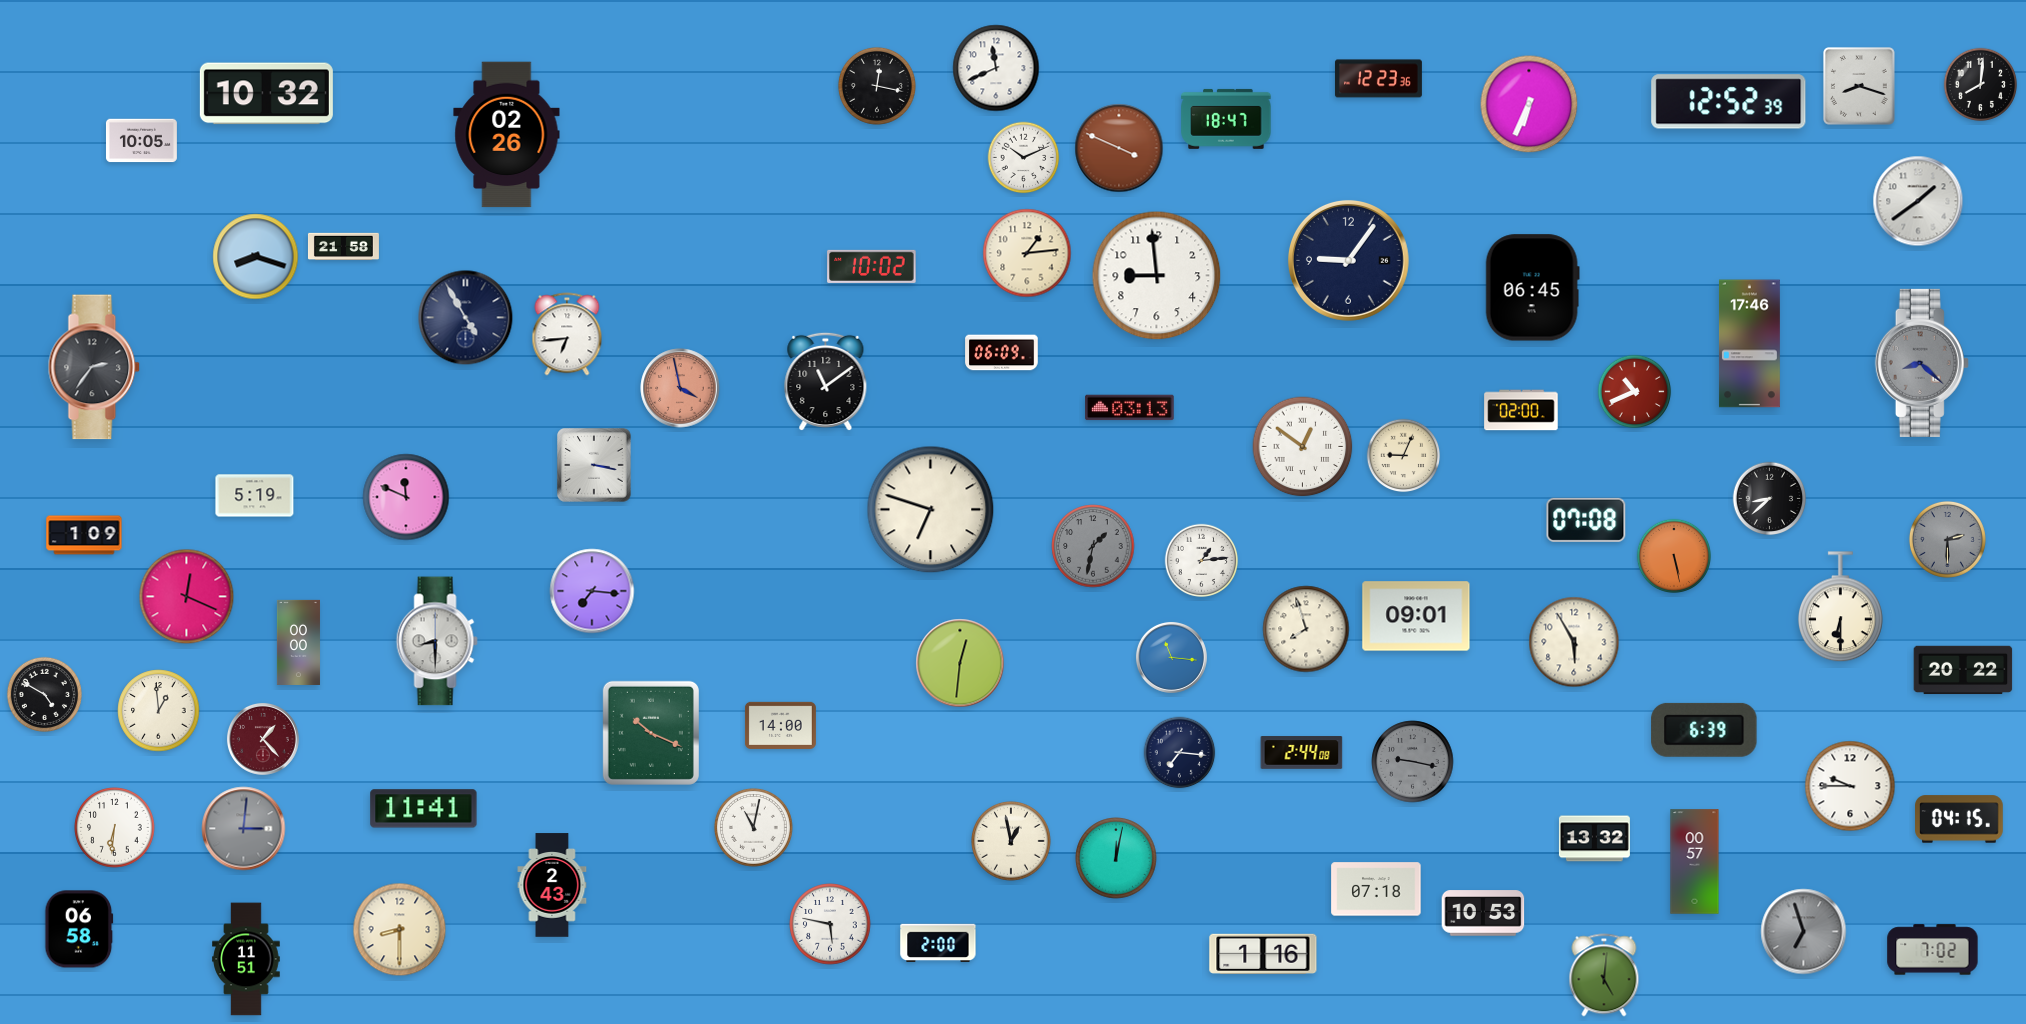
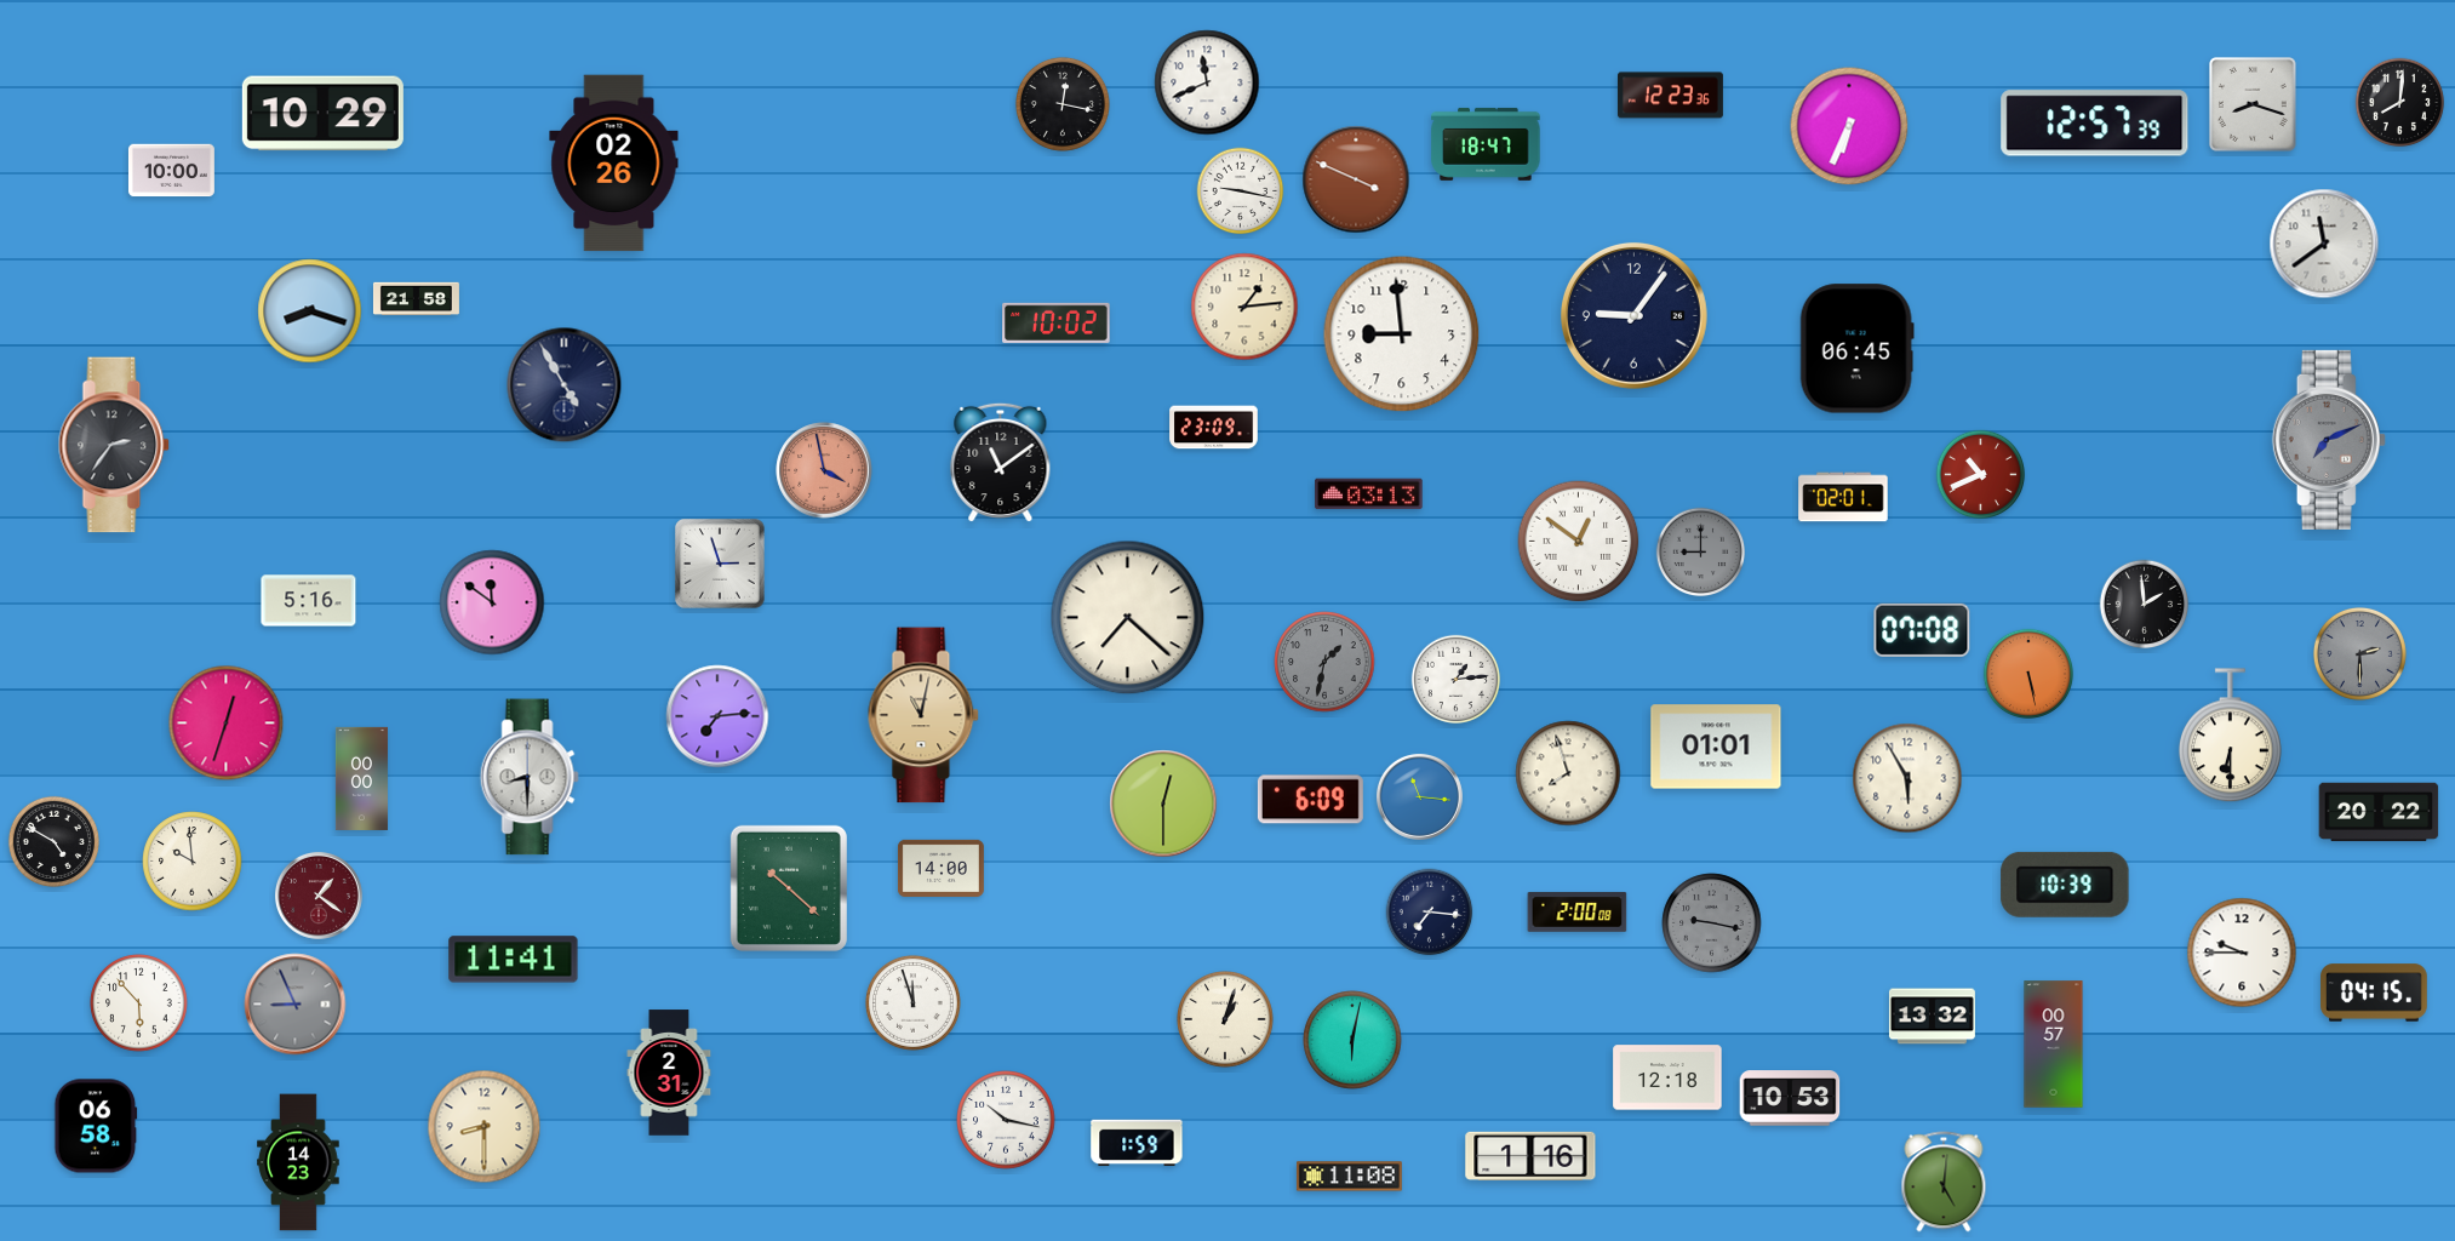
clock at (266, 94): 10:32 -> 10:29
clock at (1729, 102): 12:52 -> 12:57
clock at (1529, 104) position: (1529, 104) -> (1849, 126)
clock at (141, 141): 10:05 -> 10:00
clock at (1024, 158): 10:11 -> 9:17
clock at (1918, 201): 1:39 -> 11:39
clock at (567, 334): 6:44 -> none
clock at (1749, 344): 17:46 -> none
clock at (1002, 353): 06:09 -> 23:09
clock at (1922, 363): 8:22 -> 7:11
clock at (1521, 410): 02:00 -> 02:01
clock at (1404, 456): 9:04 -> 9:00
clock at (1404, 456) dial: cream -> grey
clock at (594, 465): 3:17 -> 2:57
clock at (255, 496): 5:19 -> 5:16
clock at (406, 497): 11:49 -> 11:51
clock at (1770, 499): 8:38 -> 1:59
clock at (931, 510): 6:48 -> 7:22
clock at (84, 535): 1:09 -> none
clock at (923, 715): none -> 11:02
clock at (592, 591): 7:16 -> 7:14
clock at (187, 597): 12:19 -> 12:33
clock at (1416, 616): 09:01 -> 01:01
clock at (1306, 629) position: (1306, 629) -> (1568, 773)
clock at (1310, 800): none -> 6:09
clock at (960, 663): 12:31 -> 12:30
clock at (159, 711): 12:59 -> 9:59
clock at (780, 725) position: (780, 725) -> (940, 868)
clock at (1704, 730): 6:39 -> 10:39
clock at (651, 733): 10:19 -> 10:22
clock at (263, 739): 1:23 -> 1:21
clock at (1302, 753): 2:44 -> 2:00
clock at (424, 809) position: (424, 809) -> (514, 960)
clock at (753, 827): 11:02 -> 11:57
clock at (115, 828): 6:31 -> 5:53
clock at (244, 829): 3:01 -> 8:56
clock at (1012, 842): 12:58 -> 1:03
clock at (1116, 858): 12:02 -> 6:02
clock at (552, 885): 2:43 -> 2:31
clock at (1376, 889): 07:18 -> 12:18
clock at (1483, 913) position: (1483, 913) -> (1790, 1098)
clock at (830, 924): 5:47 -> 10:17
clock at (1804, 932): 6:57 -> none
clock at (938, 943): 2:00 -> 1:59
clock at (1933, 950): 7:02 -> none
clock at (246, 959): 11:51 -> 14:23
clock at (1349, 1177): none -> 11:08
